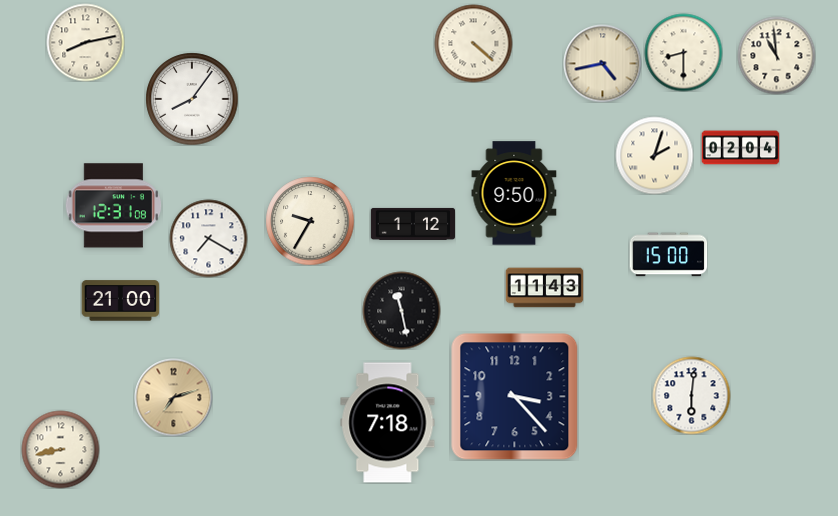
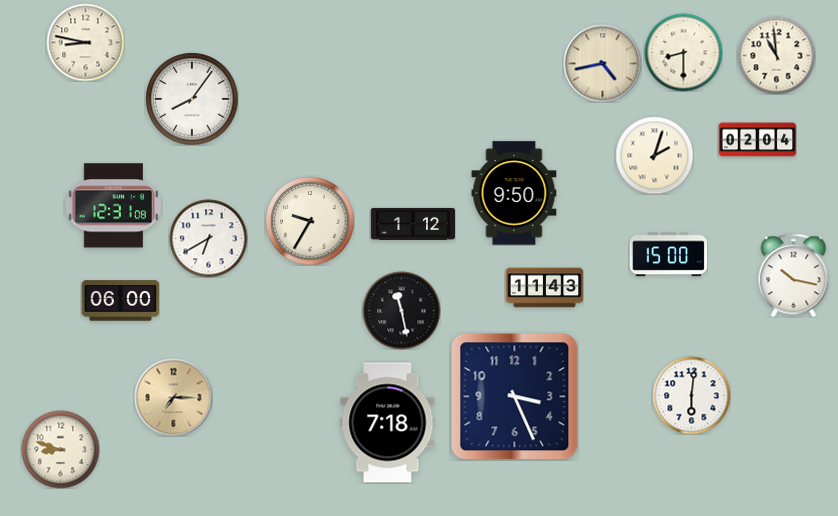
clock at (85, 42): 8:13 -> 8:47
clock at (473, 43): 4:22 -> none
clock at (740, 148) position: (740, 148) -> (757, 140)
clock at (208, 238): 7:20 -> 6:40
clock at (794, 275): none -> 10:17
clock at (120, 301): 21:00 -> 06:00
clock at (173, 397): 7:12 -> 7:15
clock at (515, 397): 3:23 -> 3:26
clock at (60, 449): 8:43 -> 8:48
